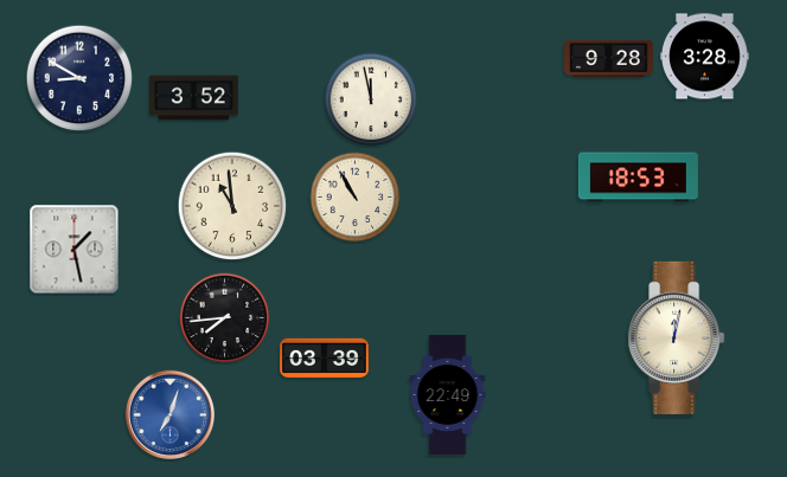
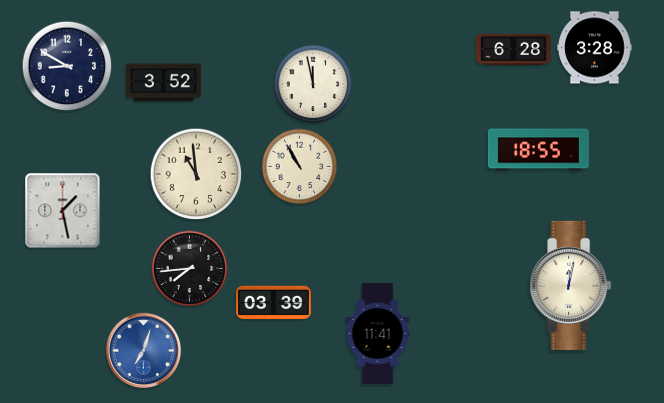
clock at (609, 58): 9:28 -> 6:28
clock at (638, 178): 18:53 -> 18:55
clock at (448, 394): 22:49 -> 11:41
